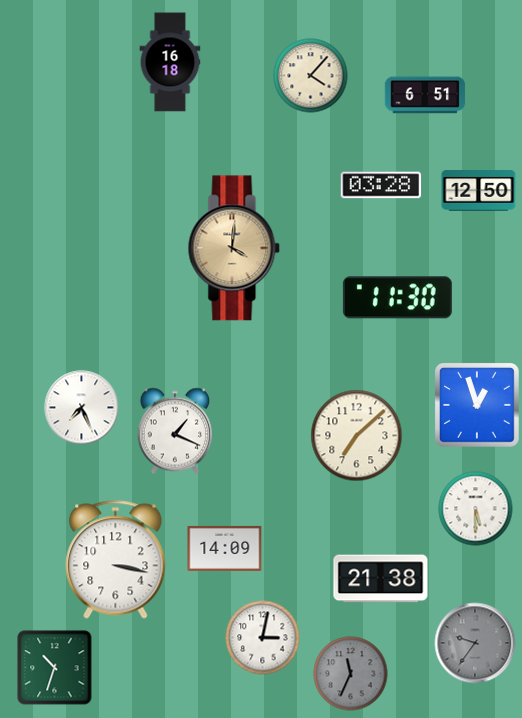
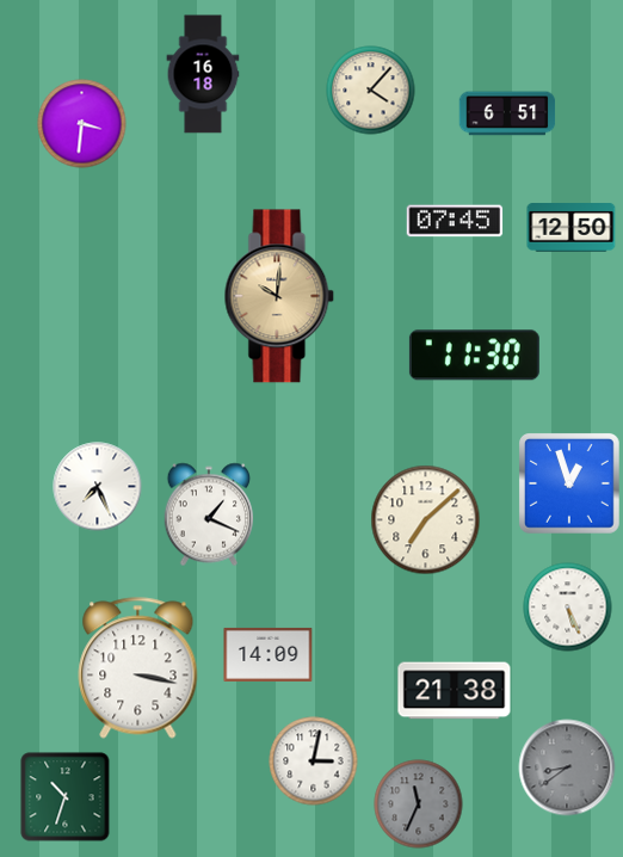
clock at (82, 124): none -> 3:31
clock at (381, 185): 03:28 -> 07:45
clock at (234, 248): 4:01 -> 10:01
clock at (476, 509): 5:30 -> 5:26
clock at (475, 643): 9:36 -> 8:39
